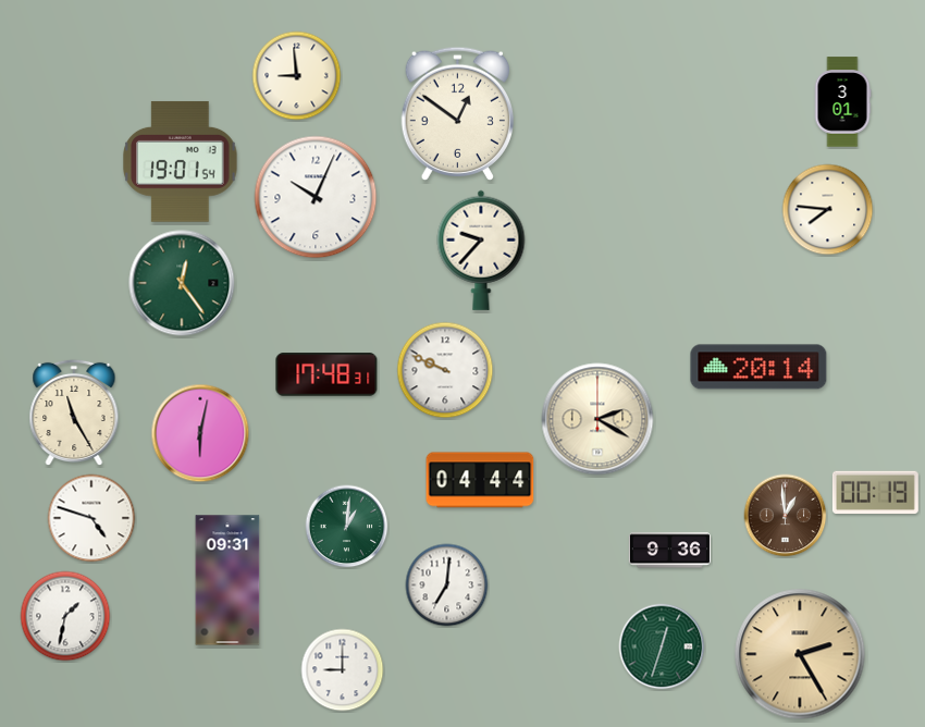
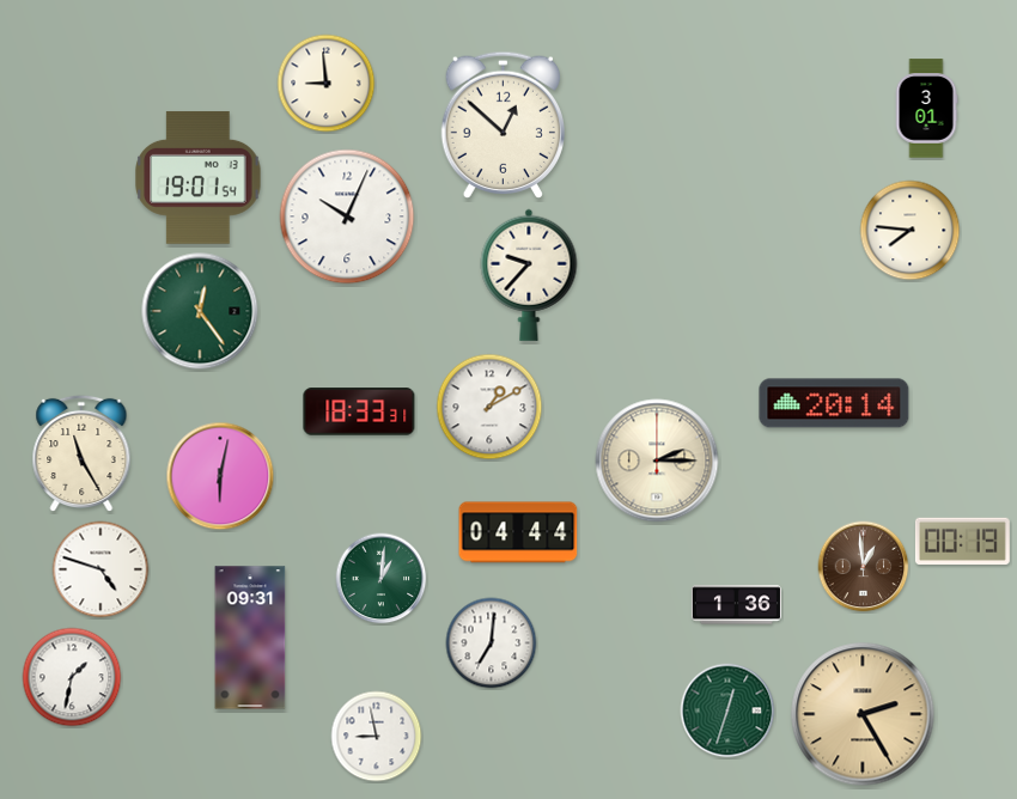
clock at (842, 102) position: (842, 102) -> (926, 109)
clock at (457, 113): 12:51 -> 12:52
clock at (445, 370): 9:49 -> 1:10
clock at (326, 374): 17:48 -> 18:33
clock at (597, 419): 2:20 -> 2:15
clock at (480, 480) position: (480, 480) -> (518, 532)
clock at (669, 551): 9:36 -> 1:36
clock at (800, 654) position: (800, 654) -> (863, 714)
clock at (343, 670): 9:00 -> 8:58
